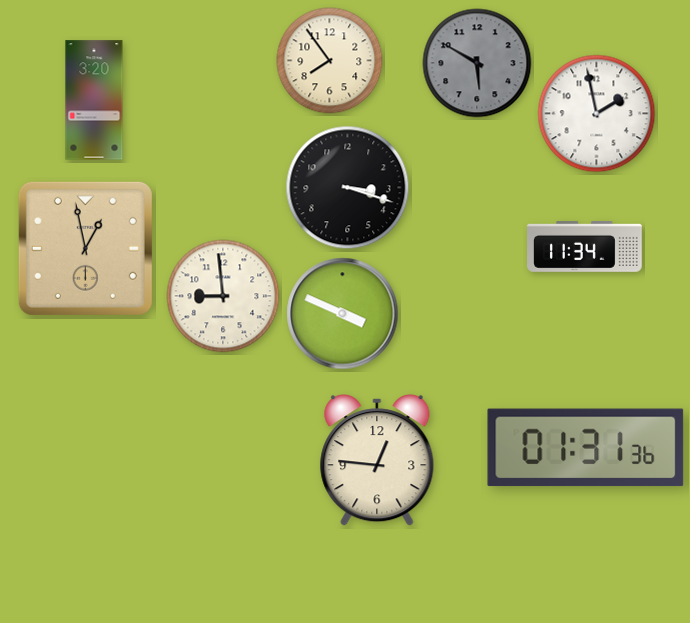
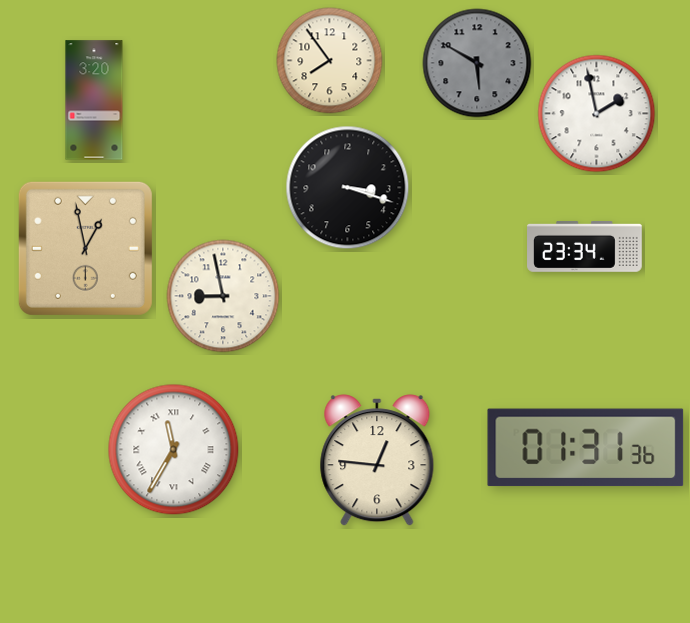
clock at (585, 247): 11:34 -> 23:34
clock at (223, 296): 8:59 -> 8:58
clock at (343, 314): 3:49 -> none
clock at (174, 450): none -> 11:35
